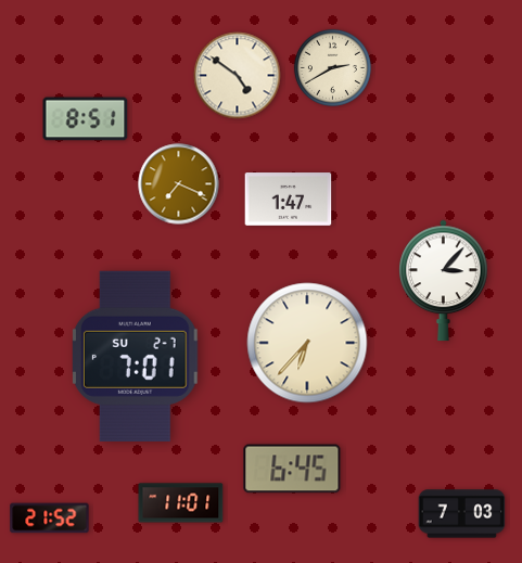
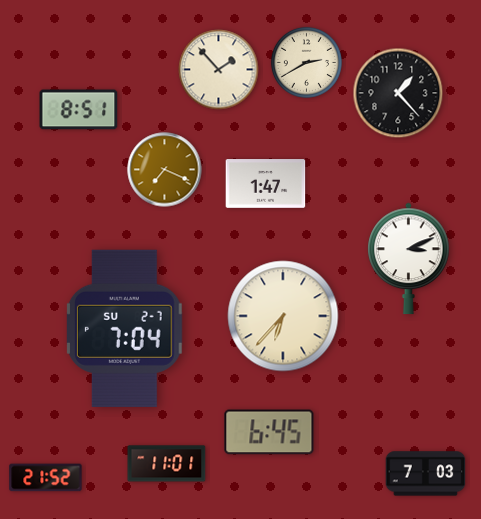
clock at (238, 76): 4:51 -> 1:53
clock at (398, 93): none -> 1:23
clock at (444, 281): 3:07 -> 3:11
clock at (135, 356): 7:01 -> 7:04
